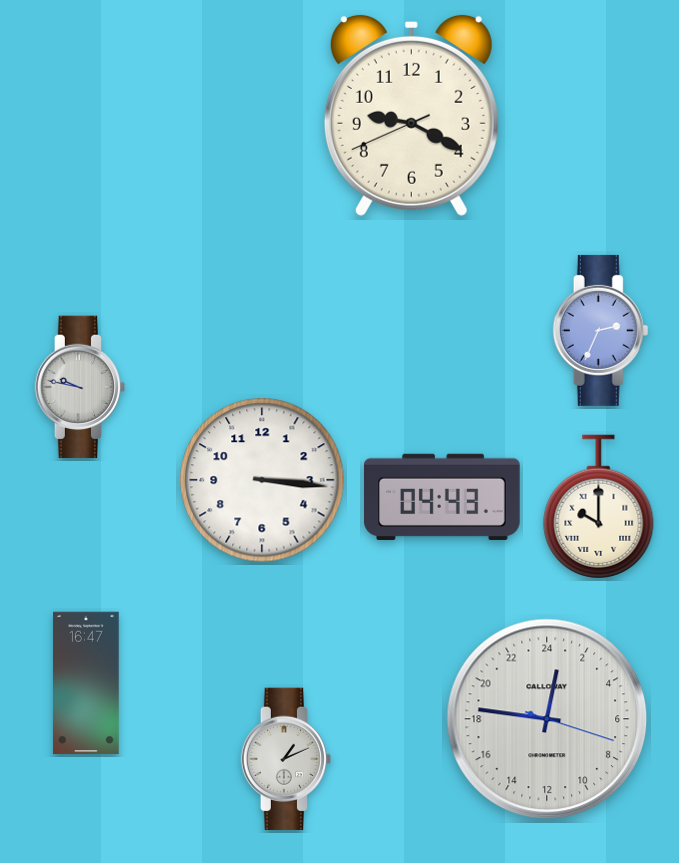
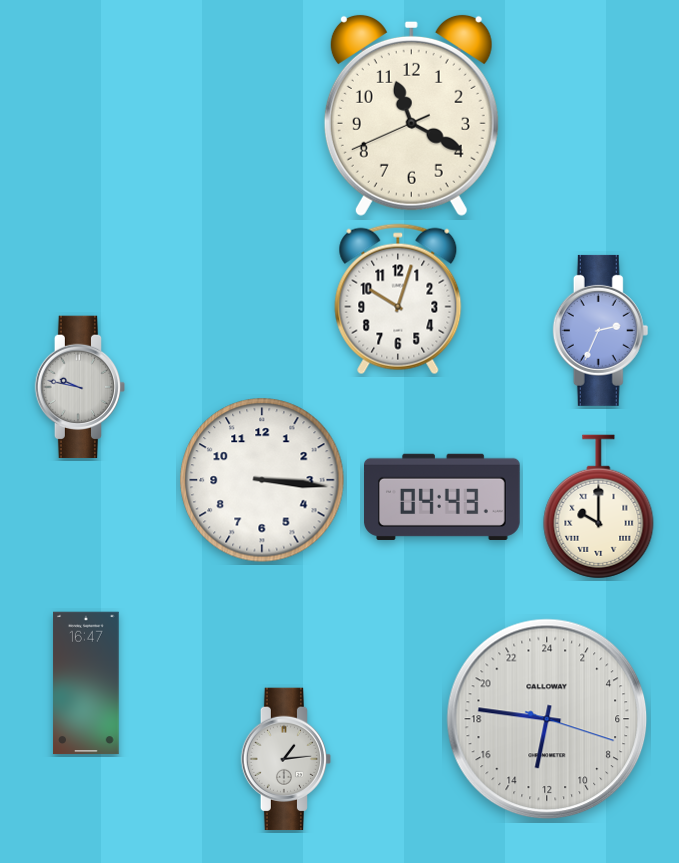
clock at (411, 115): 9:19 -> 11:19
clock at (398, 299): none -> 10:03
clock at (547, 719): 0:46 -> 12:46
clock at (286, 759): 1:11 -> 1:14
